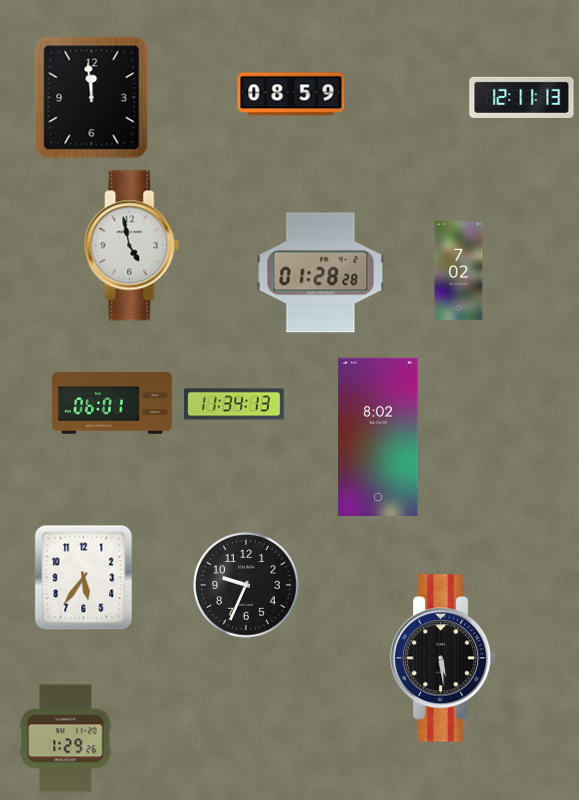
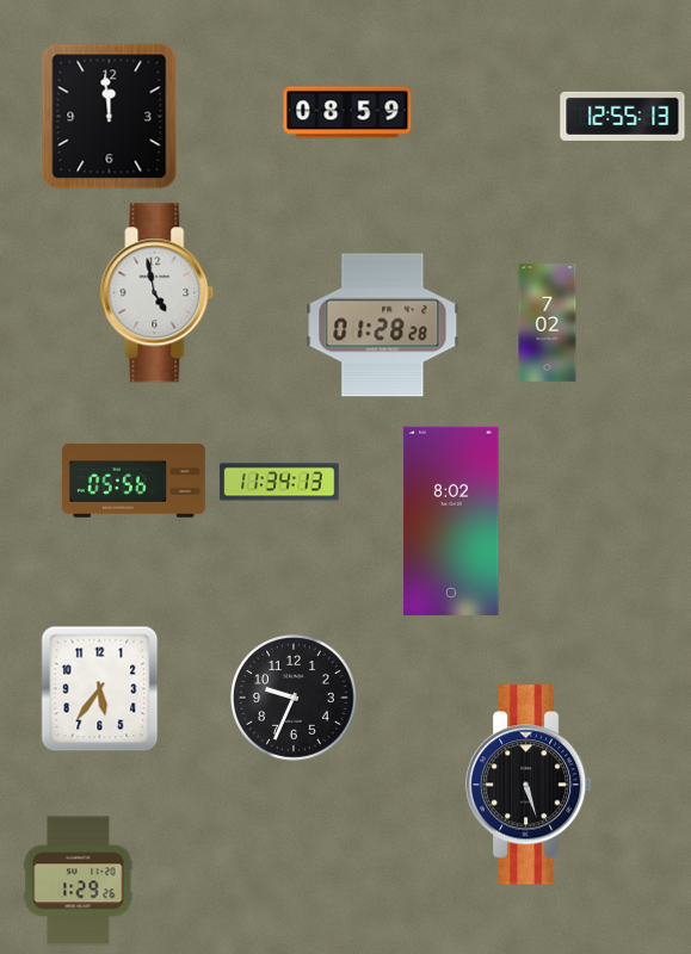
clock at (522, 97): 12:11 -> 12:55
clock at (113, 403): 06:01 -> 05:56
clock at (443, 658): 5:29 -> 5:27
